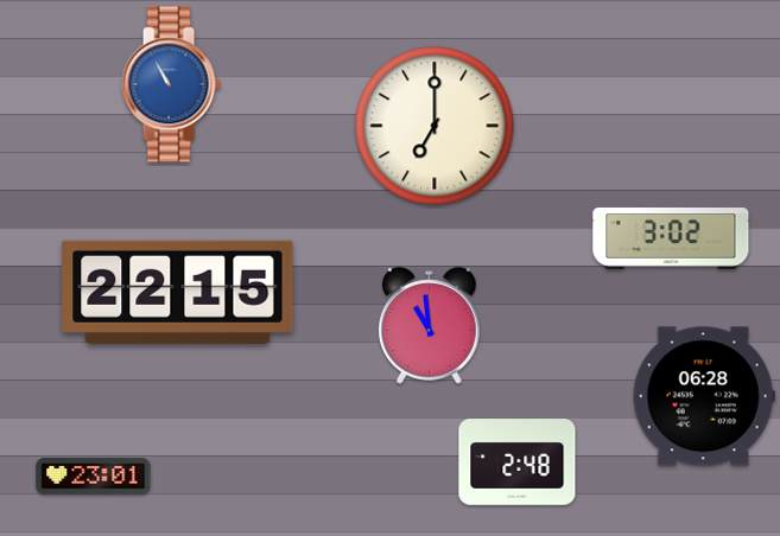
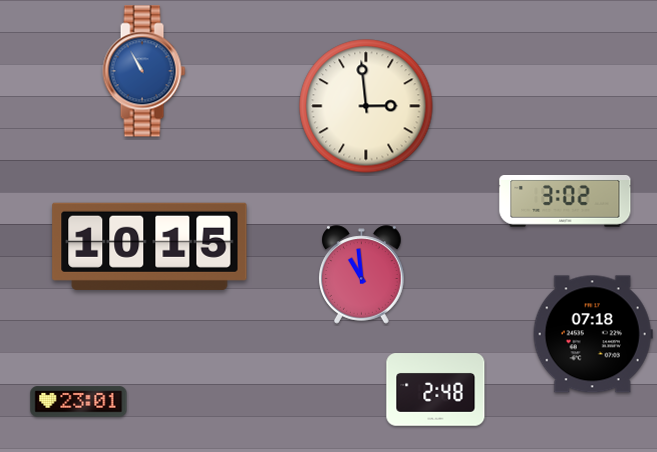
clock at (435, 126): 7:00 -> 2:59
clock at (178, 292): 22:15 -> 10:15
clock at (704, 396): 06:28 -> 07:18
